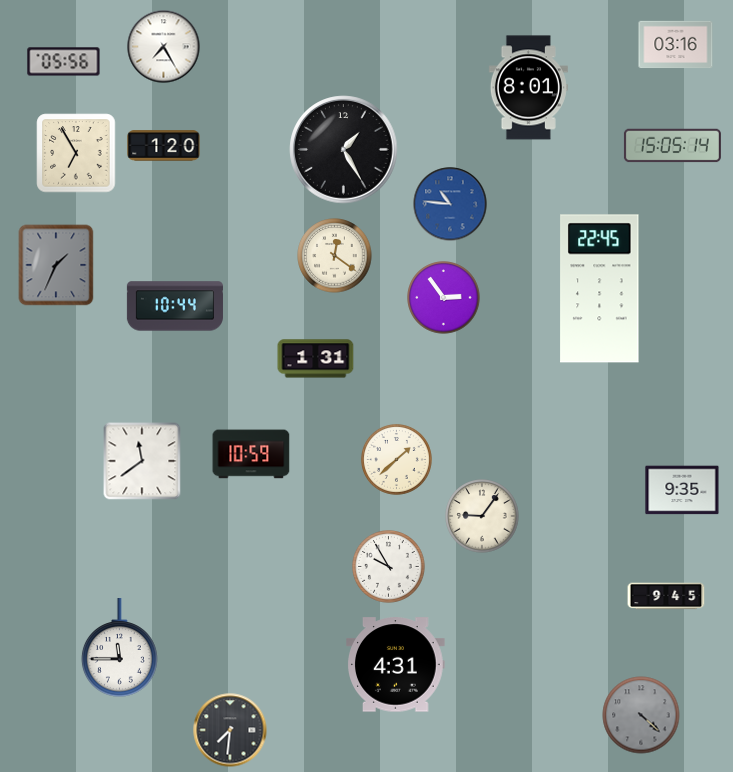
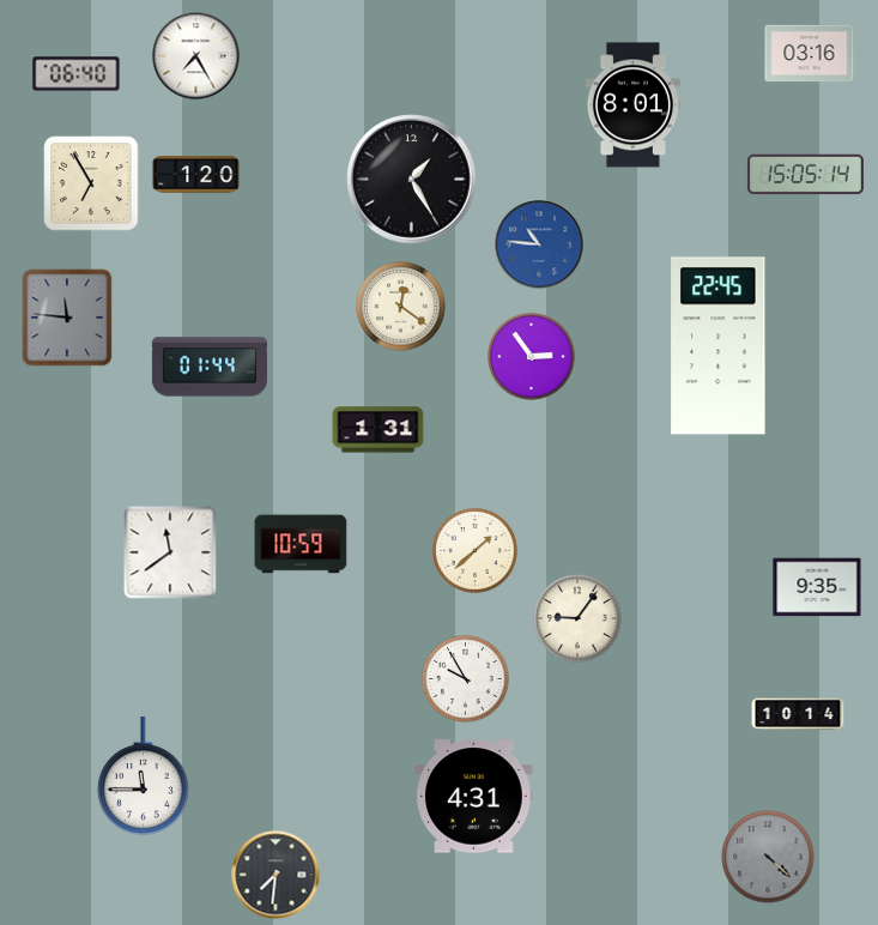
clock at (64, 62): 05:56 -> 06:40
clock at (56, 265): 1:34 -> 11:46
clock at (175, 306): 10:44 -> 01:44
clock at (666, 596): 9:45 -> 10:14
